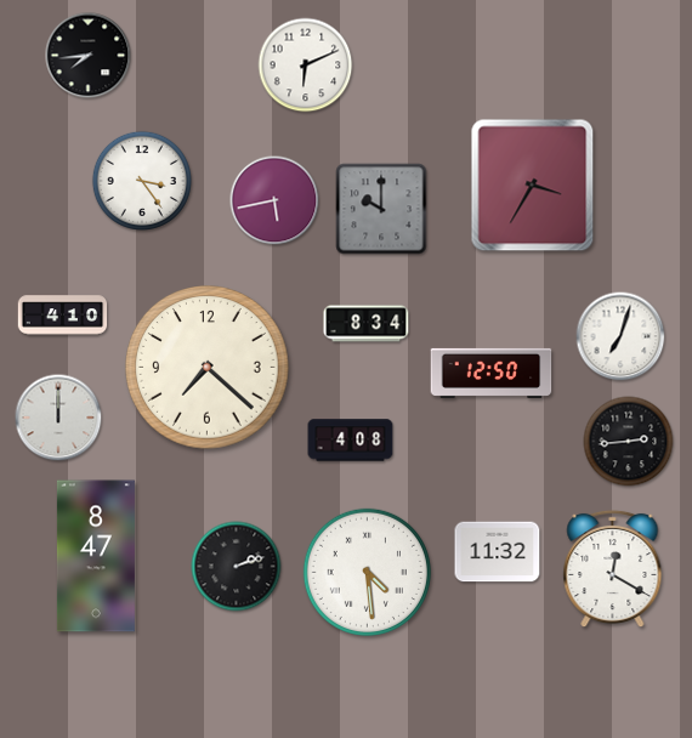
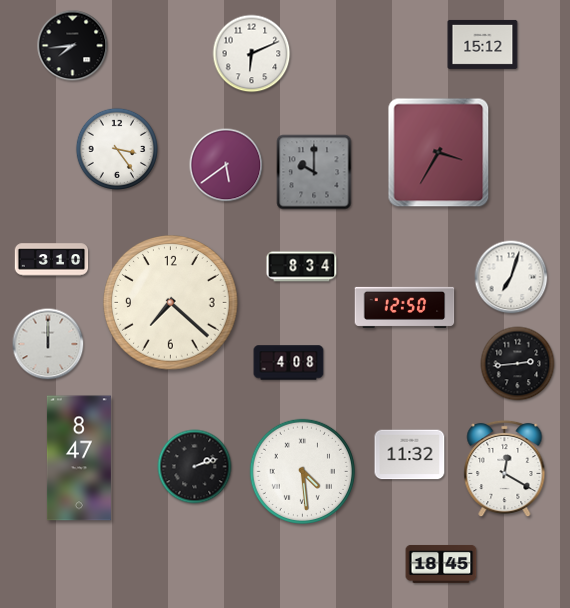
clock at (483, 44): none -> 15:12
clock at (274, 200): 5:43 -> 5:39
clock at (63, 316): 4:10 -> 3:10
clock at (441, 564): none -> 18:45
